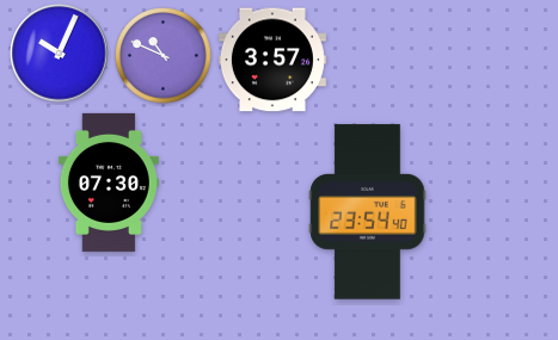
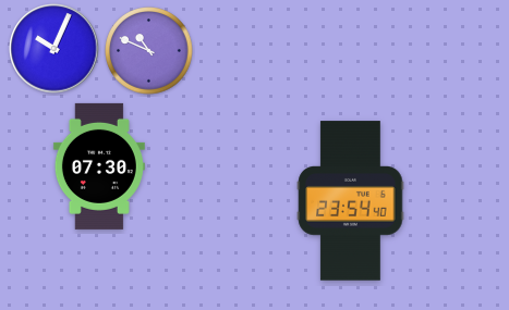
clock at (272, 60): 3:57 -> none
clock at (368, 212) position: (368, 212) -> (351, 201)
